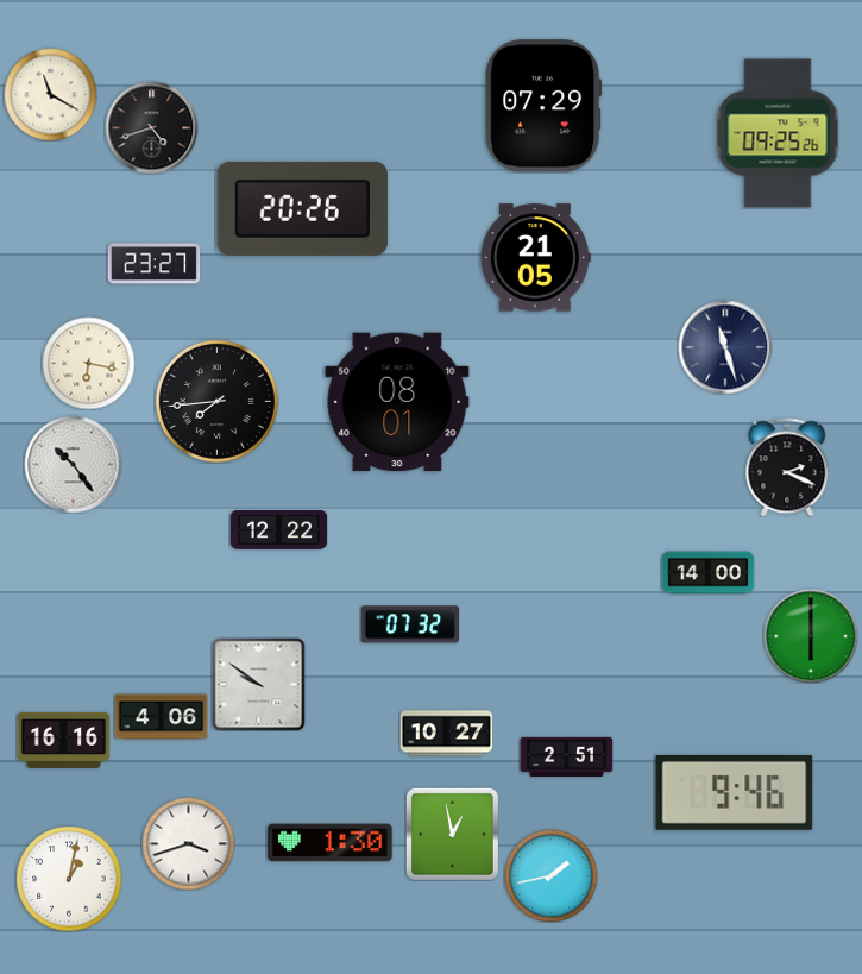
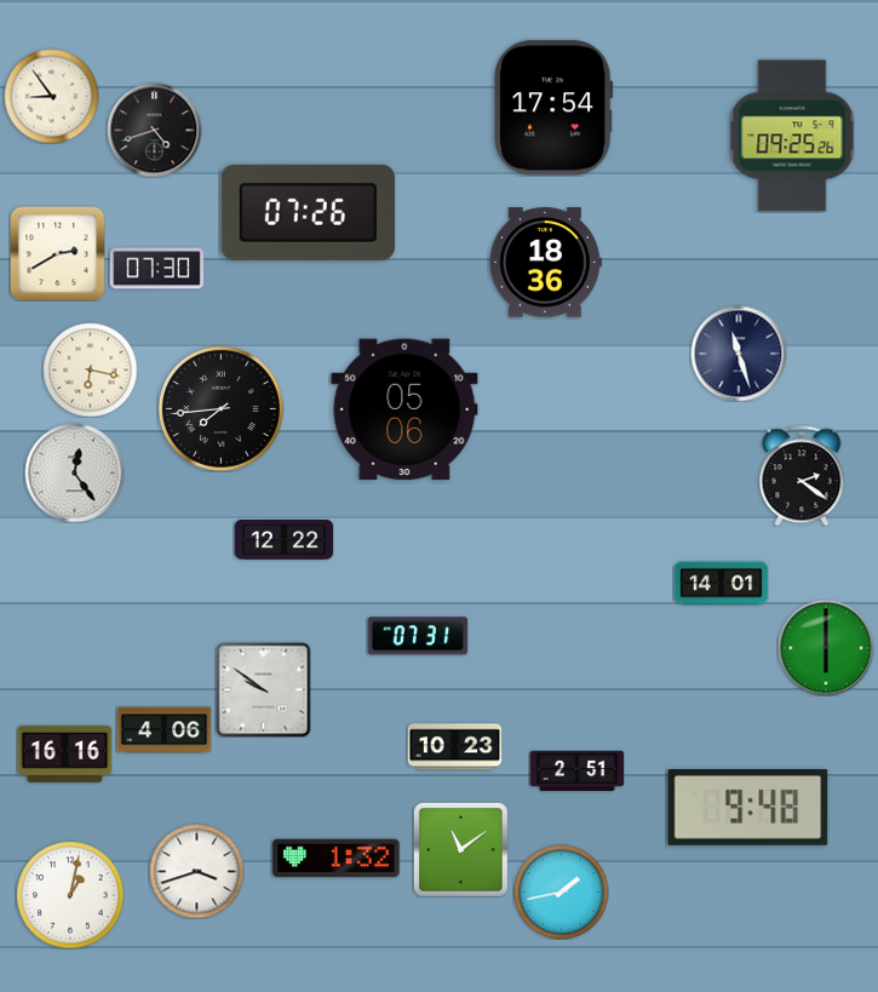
clock at (50, 94): 11:20 -> 8:54
clock at (543, 106): 07:29 -> 17:54
clock at (302, 208): 20:26 -> 07:26
clock at (57, 253): none -> 2:40
clock at (535, 258): 21:05 -> 18:36
clock at (153, 264): 23:27 -> 07:30
clock at (397, 402): 08:01 -> 05:06
clock at (73, 464): 10:24 -> 12:24
clock at (787, 467): 2:19 -> 2:21
clock at (707, 573): 14:00 -> 14:01
clock at (410, 624): 07:32 -> 07:31
clock at (258, 684) position: (258, 684) -> (263, 689)
clock at (446, 734): 10:27 -> 10:23
clock at (735, 792): 9:46 -> 9:48
clock at (452, 834): 12:58 -> 11:09
clock at (188, 843) position: (188, 843) -> (196, 871)
clock at (331, 843): 1:30 -> 1:32
